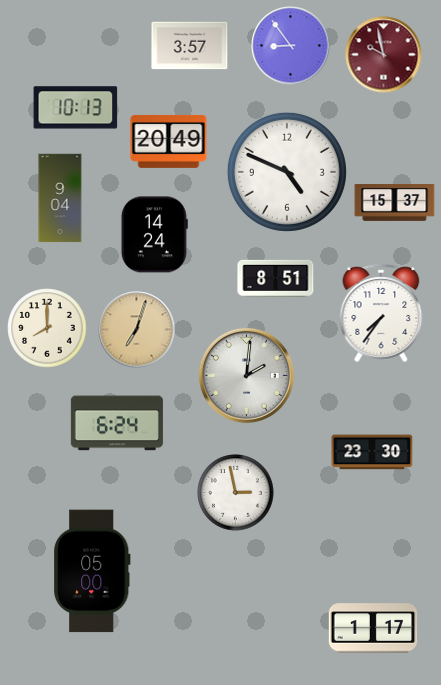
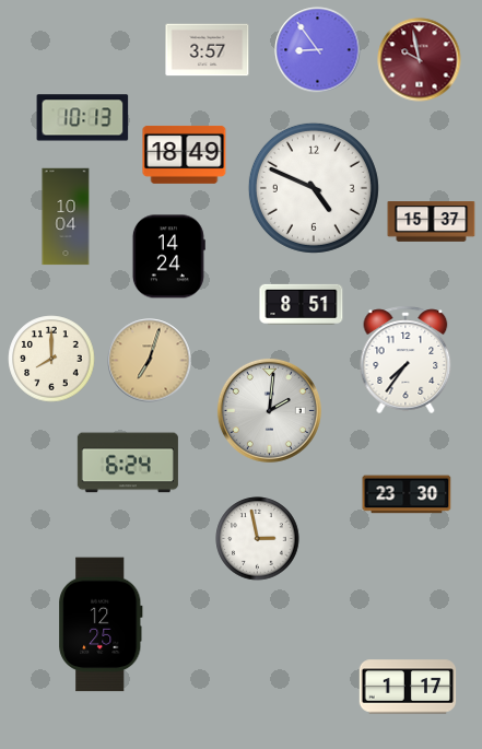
clock at (169, 141): 20:49 -> 18:49
clock at (60, 198): 9:04 -> 10:04
clock at (381, 313) position: (381, 313) -> (405, 360)
clock at (92, 571): 05:00 -> 12:25
